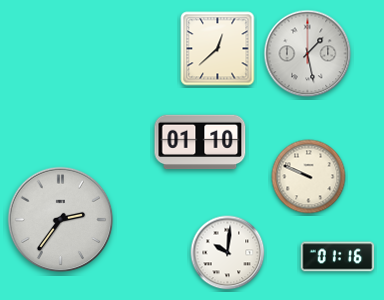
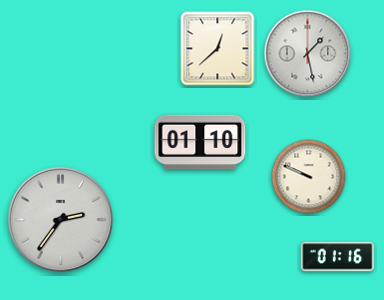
clock at (228, 253): 10:01 -> none
